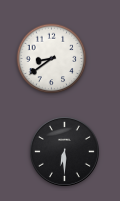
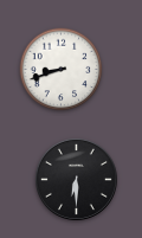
clock at (52, 59): 8:39 -> 8:42
